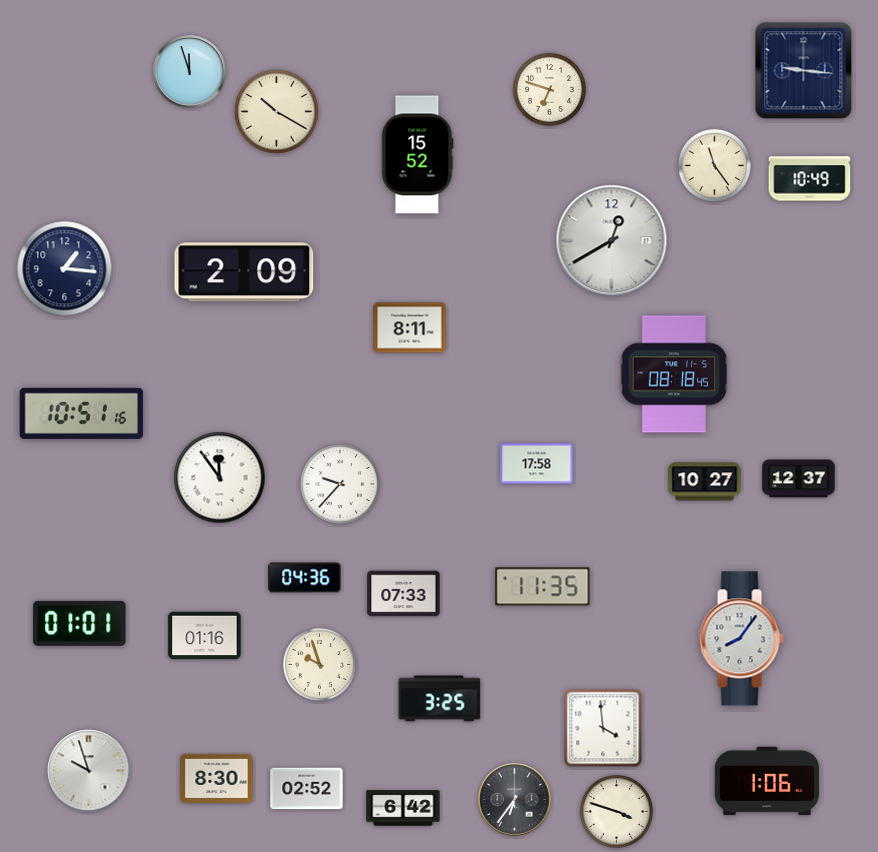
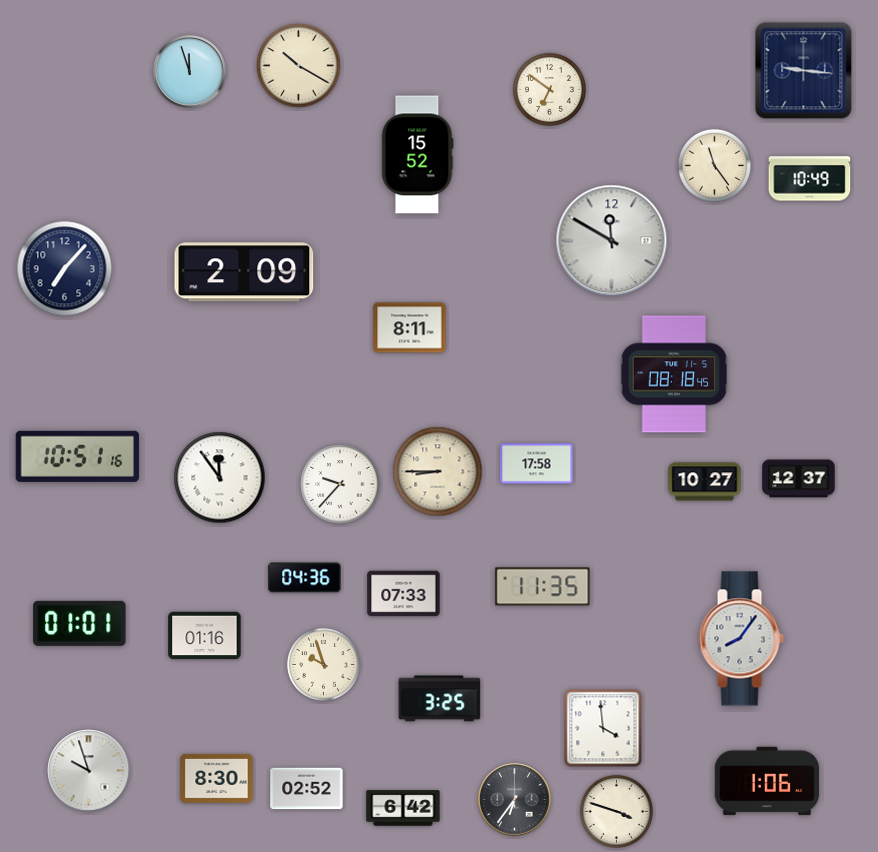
clock at (549, 89): 6:48 -> 6:51
clock at (277, 112) position: (277, 112) -> (299, 66)
clock at (612, 241): 12:40 -> 11:50
clock at (65, 269): 1:16 -> 7:07
clock at (81, 413) position: (81, 413) -> (77, 456)
clock at (438, 472): none -> 8:45
clock at (319, 664) position: (319, 664) -> (323, 664)
